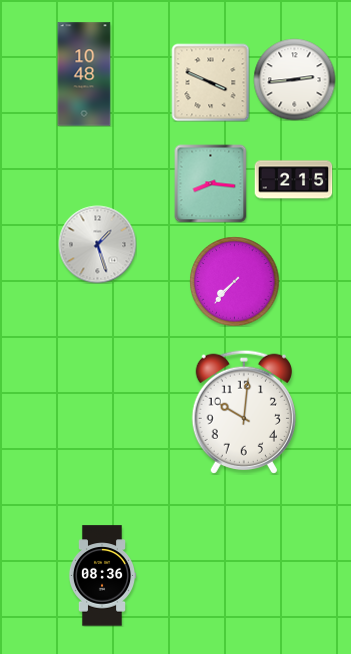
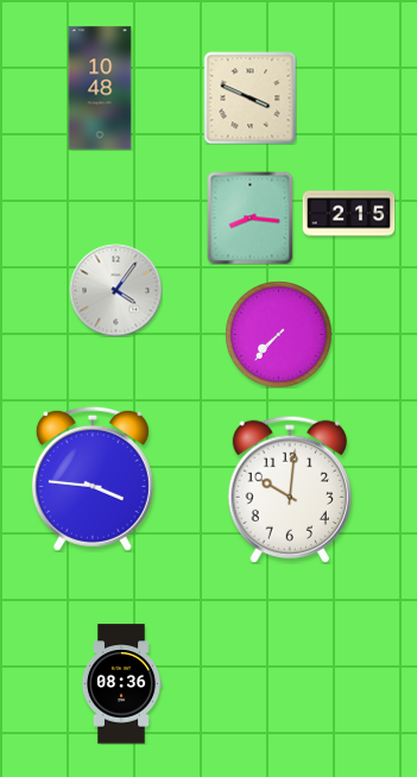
clock at (294, 79): 2:44 -> none
clock at (97, 244): 1:27 -> 4:06
clock at (93, 479): none -> 3:46
